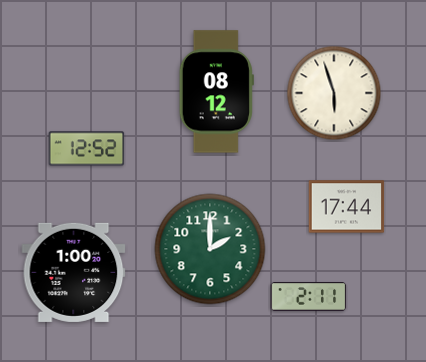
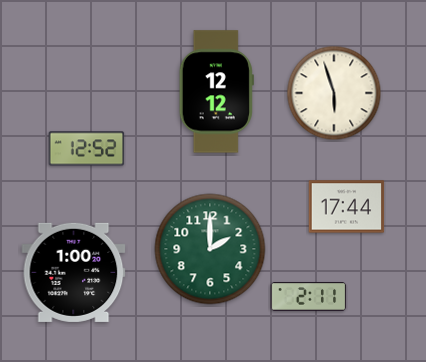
clock at (216, 92): 08:12 -> 12:12
